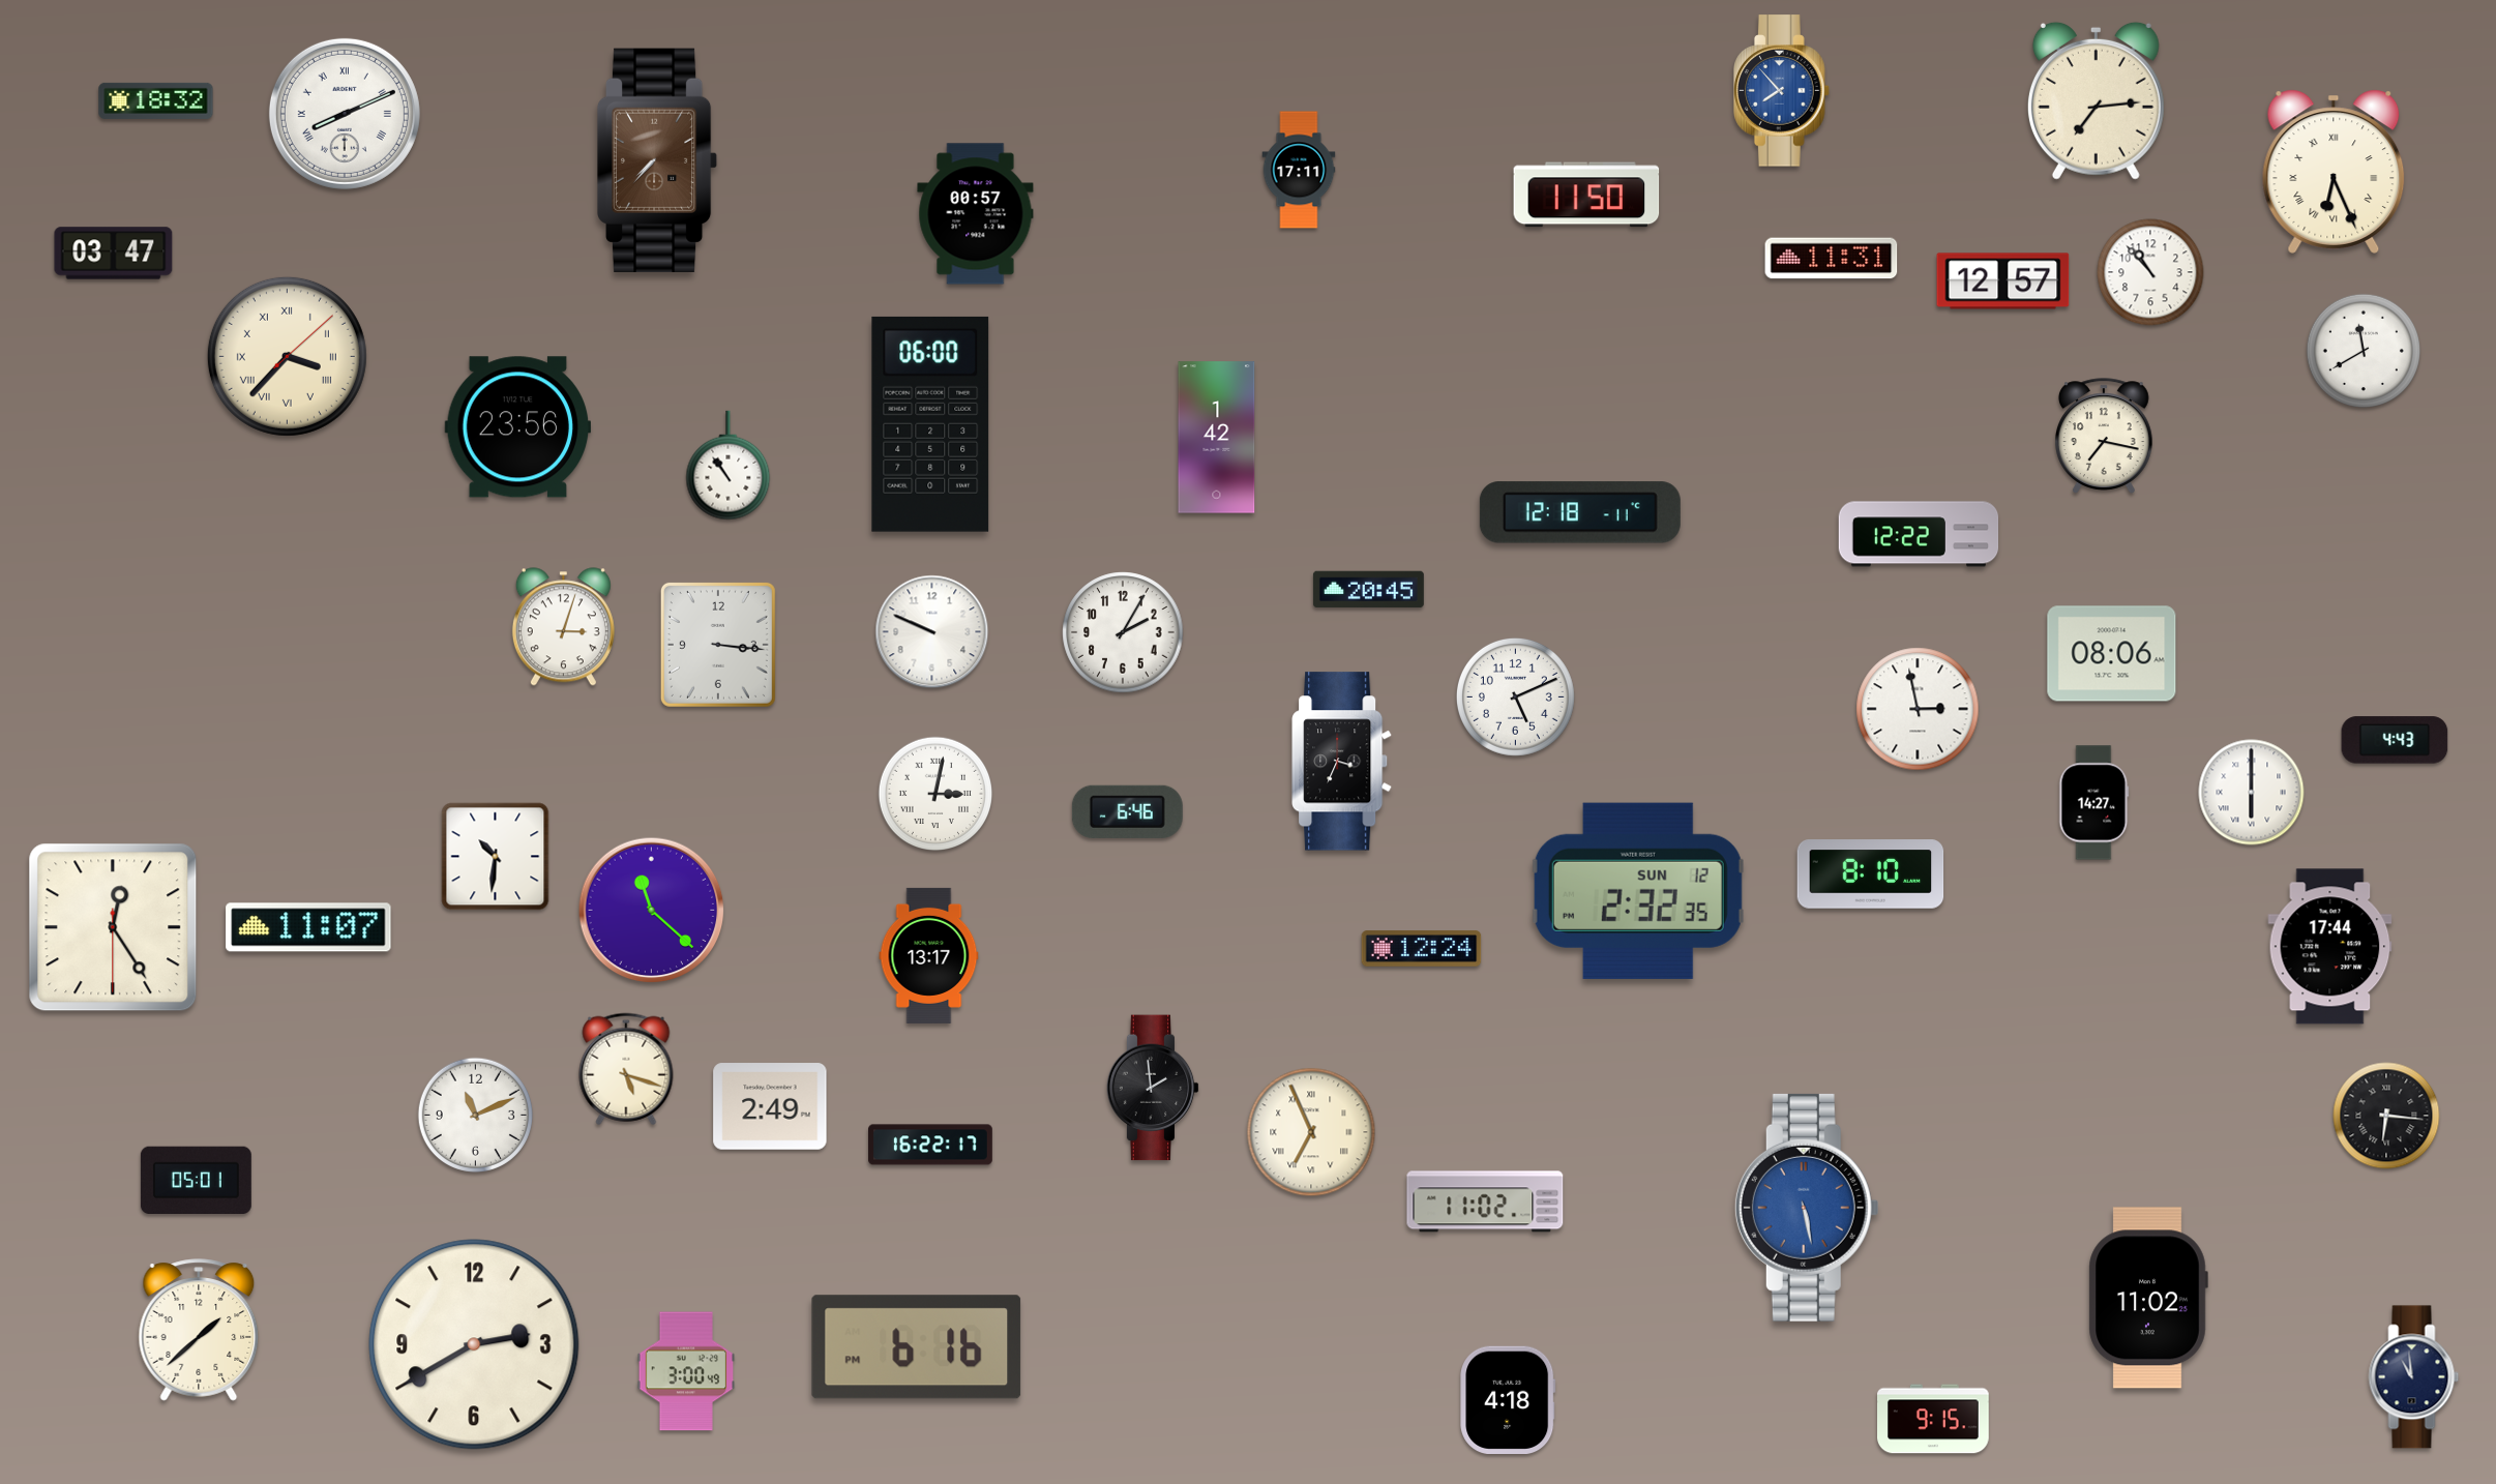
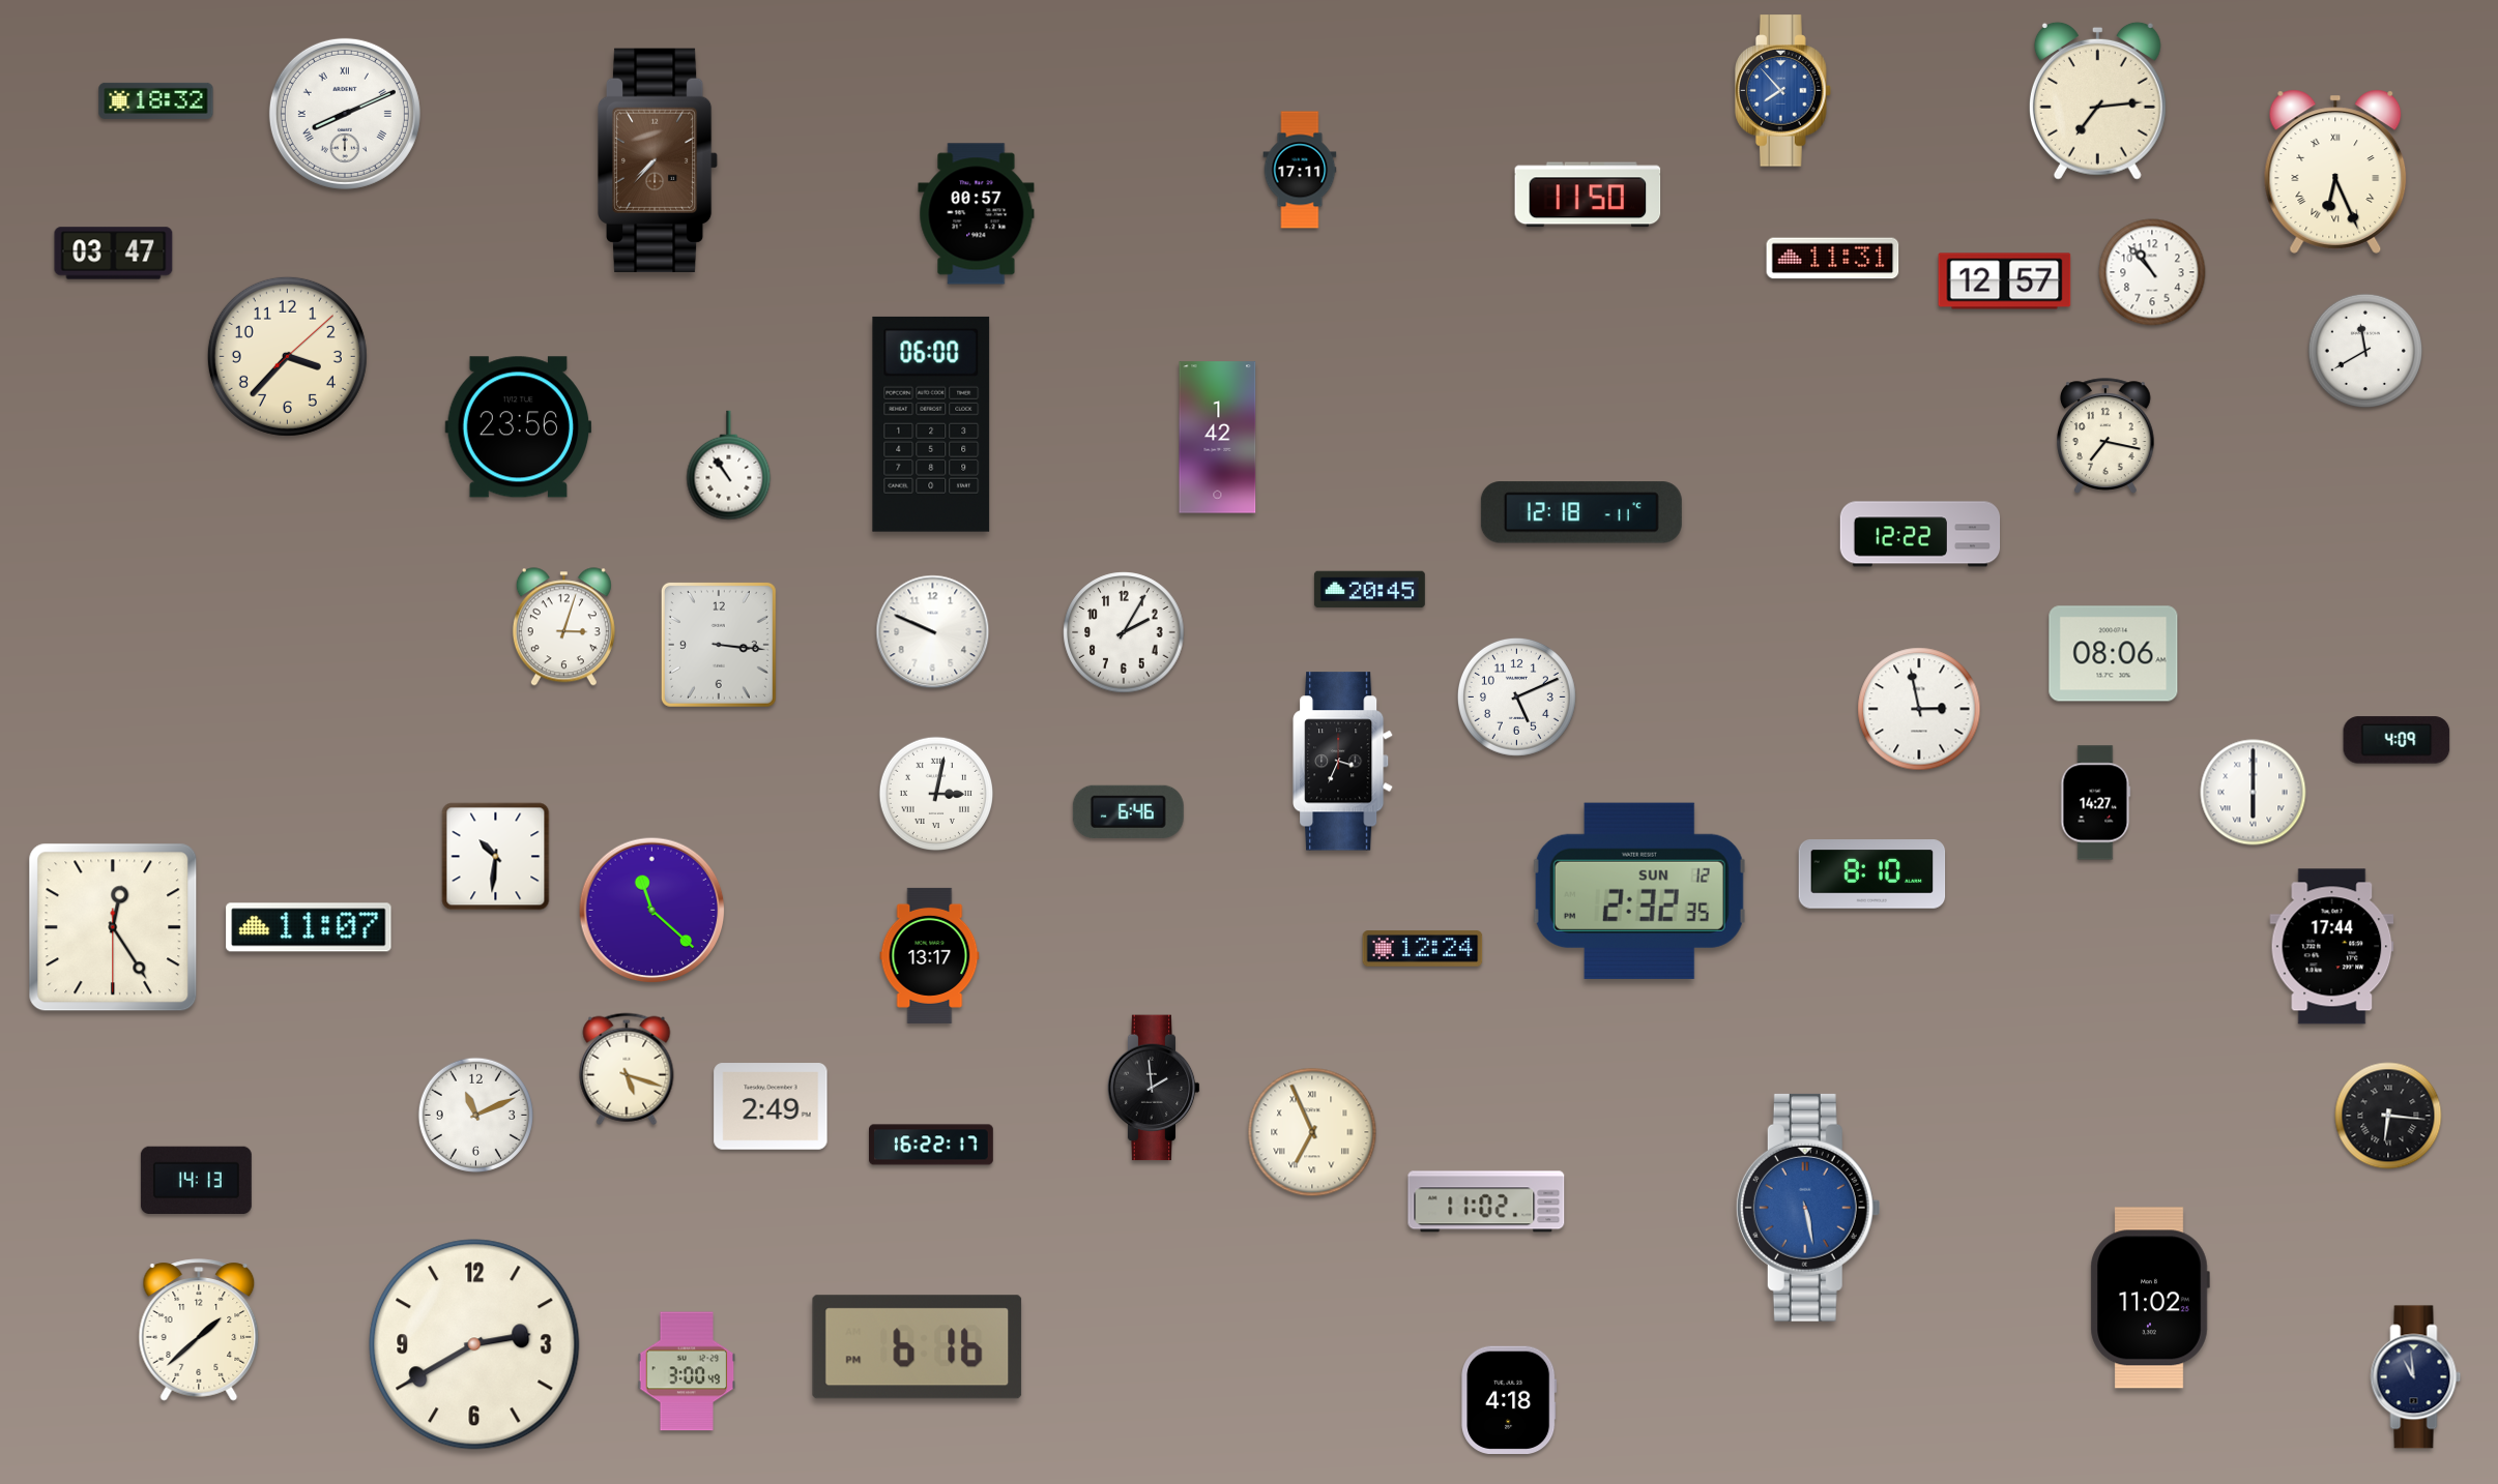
clock at (287, 356) numerals: Roman -> Arabic
clock at (2395, 740): 4:43 -> 4:09
clock at (196, 1180): 05:01 -> 14:13
clock at (1934, 1419): 9:15 -> none
